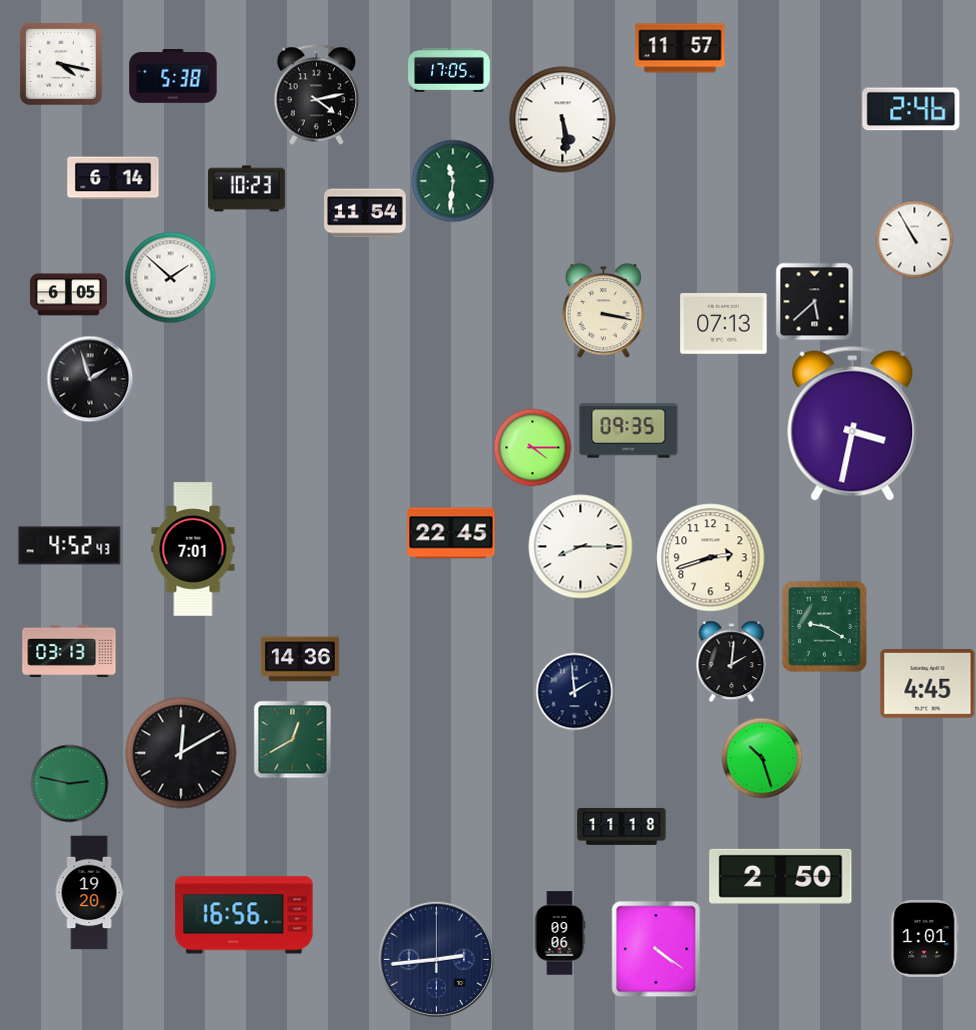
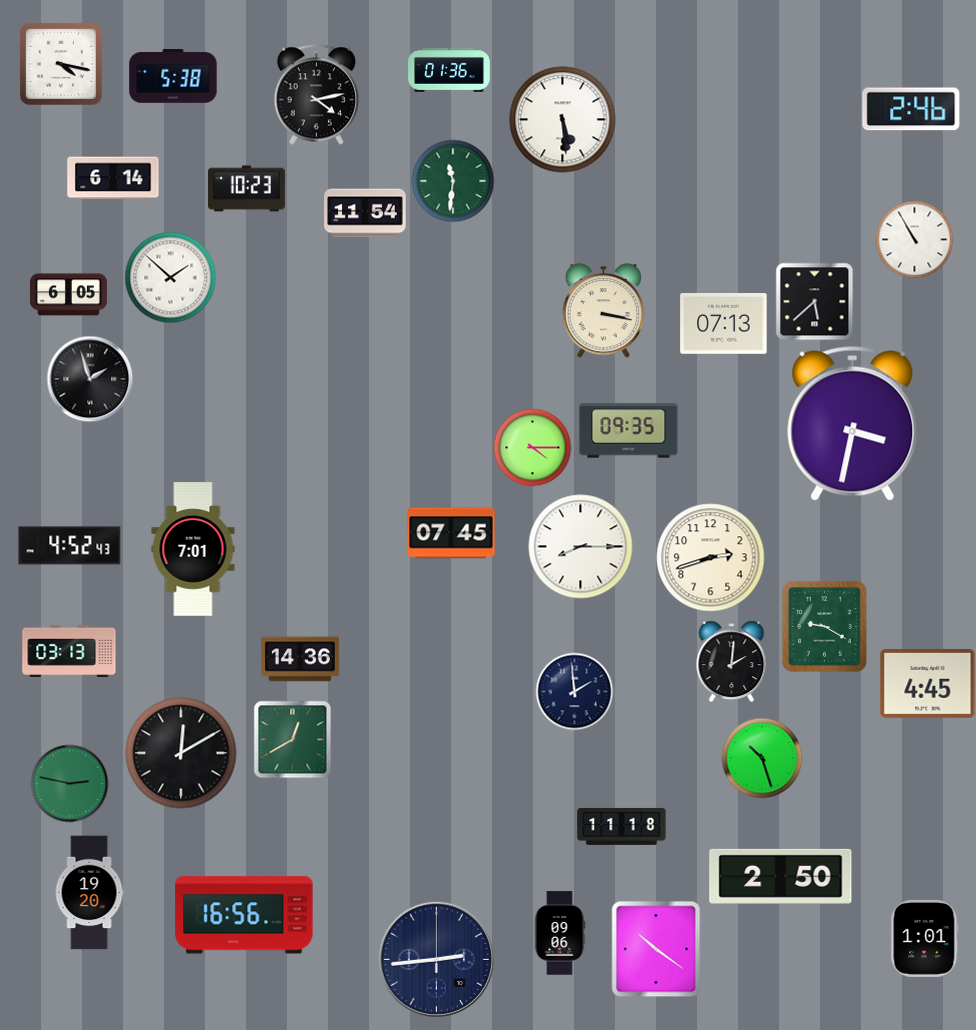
clock at (680, 48): 11:57 -> none
clock at (449, 70): 17:05 -> 01:36
clock at (451, 533): 22:45 -> 07:45
clock at (656, 949): 4:21 -> 10:21
